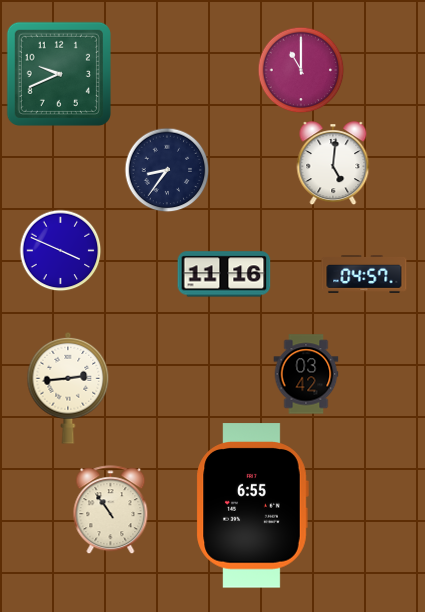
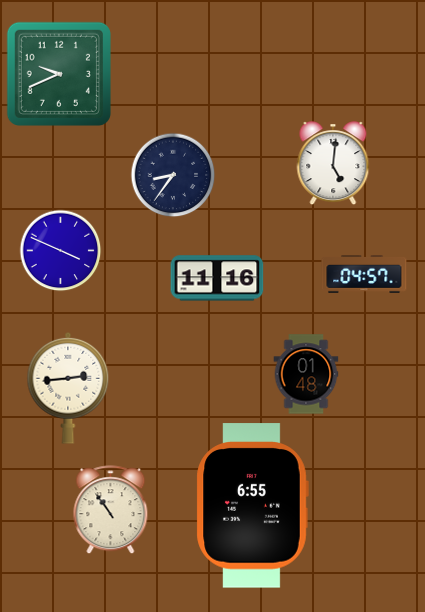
clock at (301, 70): 11:00 -> none
clock at (167, 170) position: (167, 170) -> (173, 175)
clock at (224, 274) position: (224, 274) -> (217, 278)
clock at (306, 374): 03:42 -> 01:48
